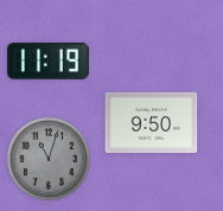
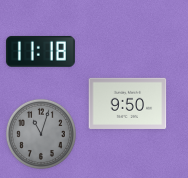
clock at (47, 60): 11:19 -> 11:18
